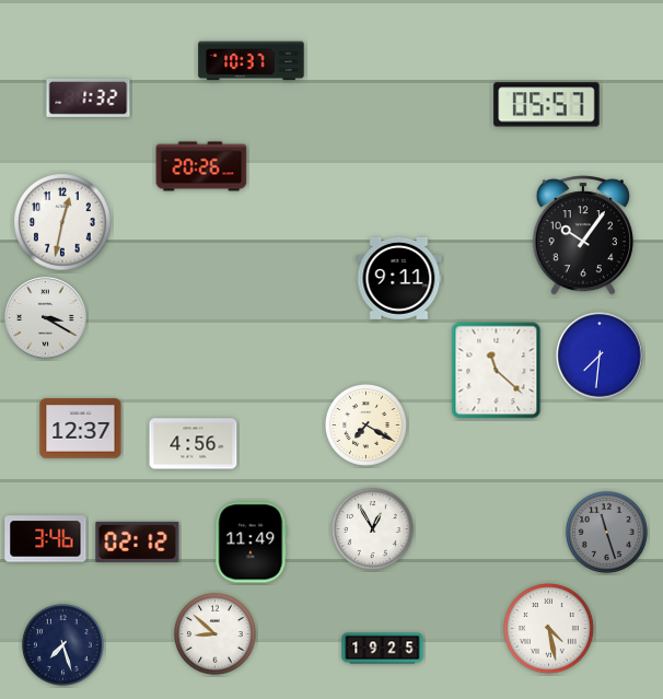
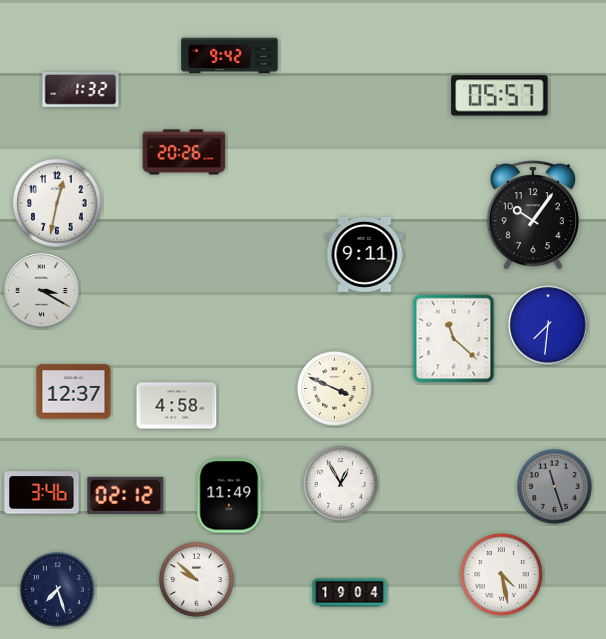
clock at (252, 61): 10:37 -> 9:42
clock at (365, 424): 7:20 -> 3:49
clock at (194, 444): 4:56 -> 4:58
clock at (214, 633): 8:52 -> 9:52
clock at (383, 649): 19:25 -> 19:04
